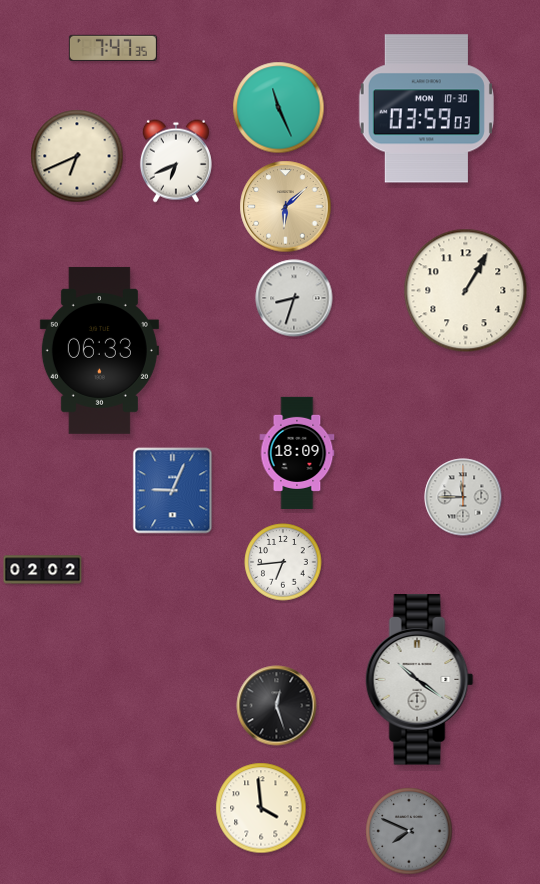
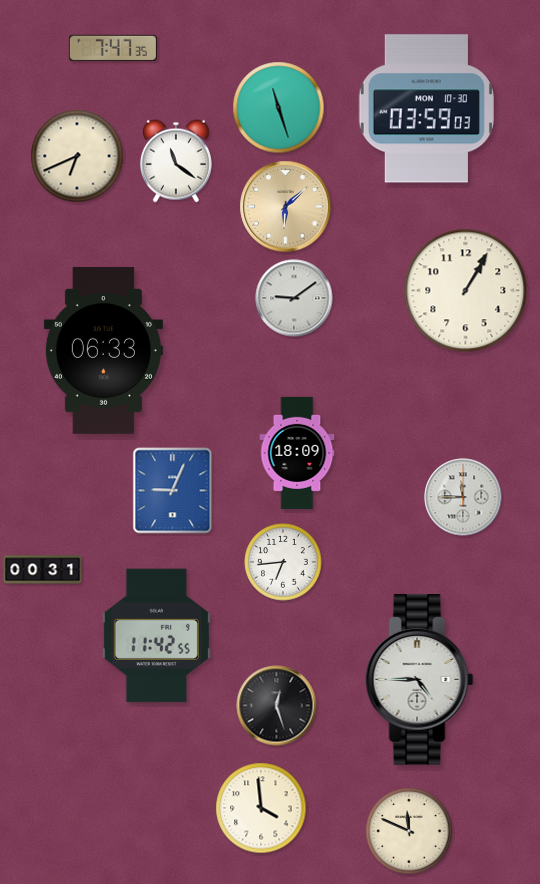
clock at (279, 108): 11:26 -> 11:27
clock at (176, 161): 6:41 -> 11:21
clock at (294, 298): 8:33 -> 9:09
clock at (99, 350) position: (99, 350) -> (103, 350)
clock at (43, 570): 02:02 -> 00:31
clock at (156, 636): none -> 11:42
clock at (420, 680): 10:21 -> 4:45
clock at (409, 831): 7:49 -> 11:49
clock at (409, 831) dial: grey -> cream
